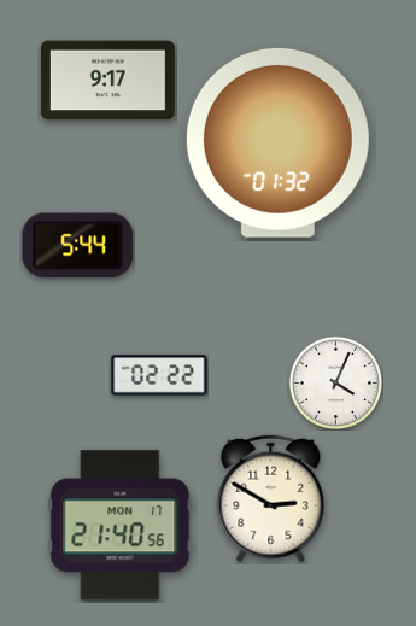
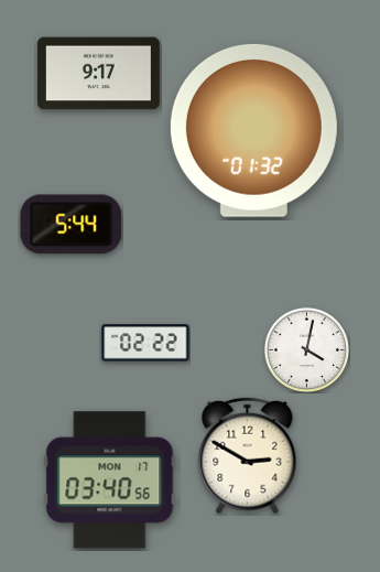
clock at (335, 382): 4:04 -> 4:02
clock at (121, 526): 21:40 -> 03:40
